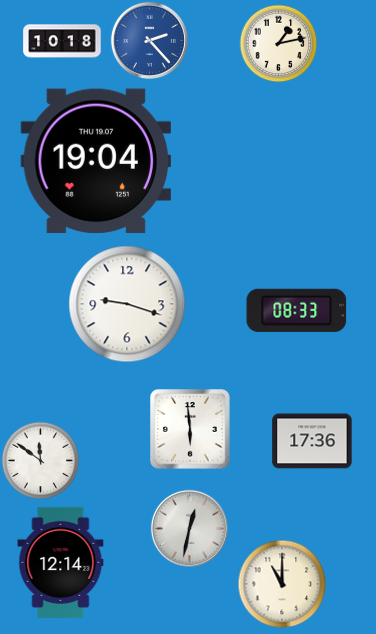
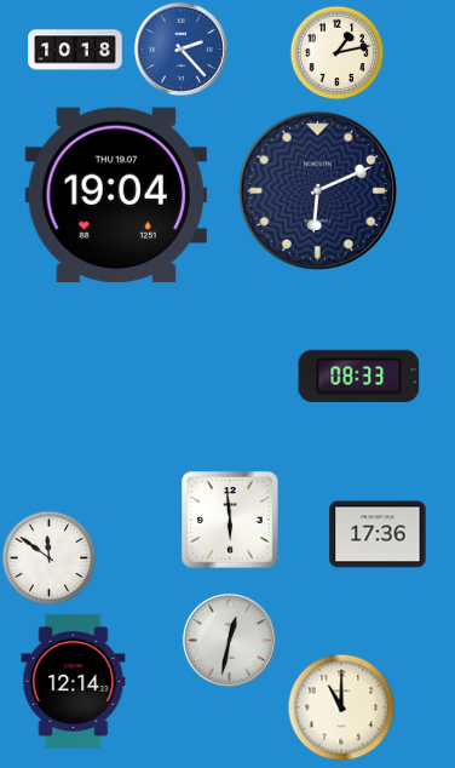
clock at (317, 190): none -> 6:11
clock at (127, 304): 9:18 -> none
